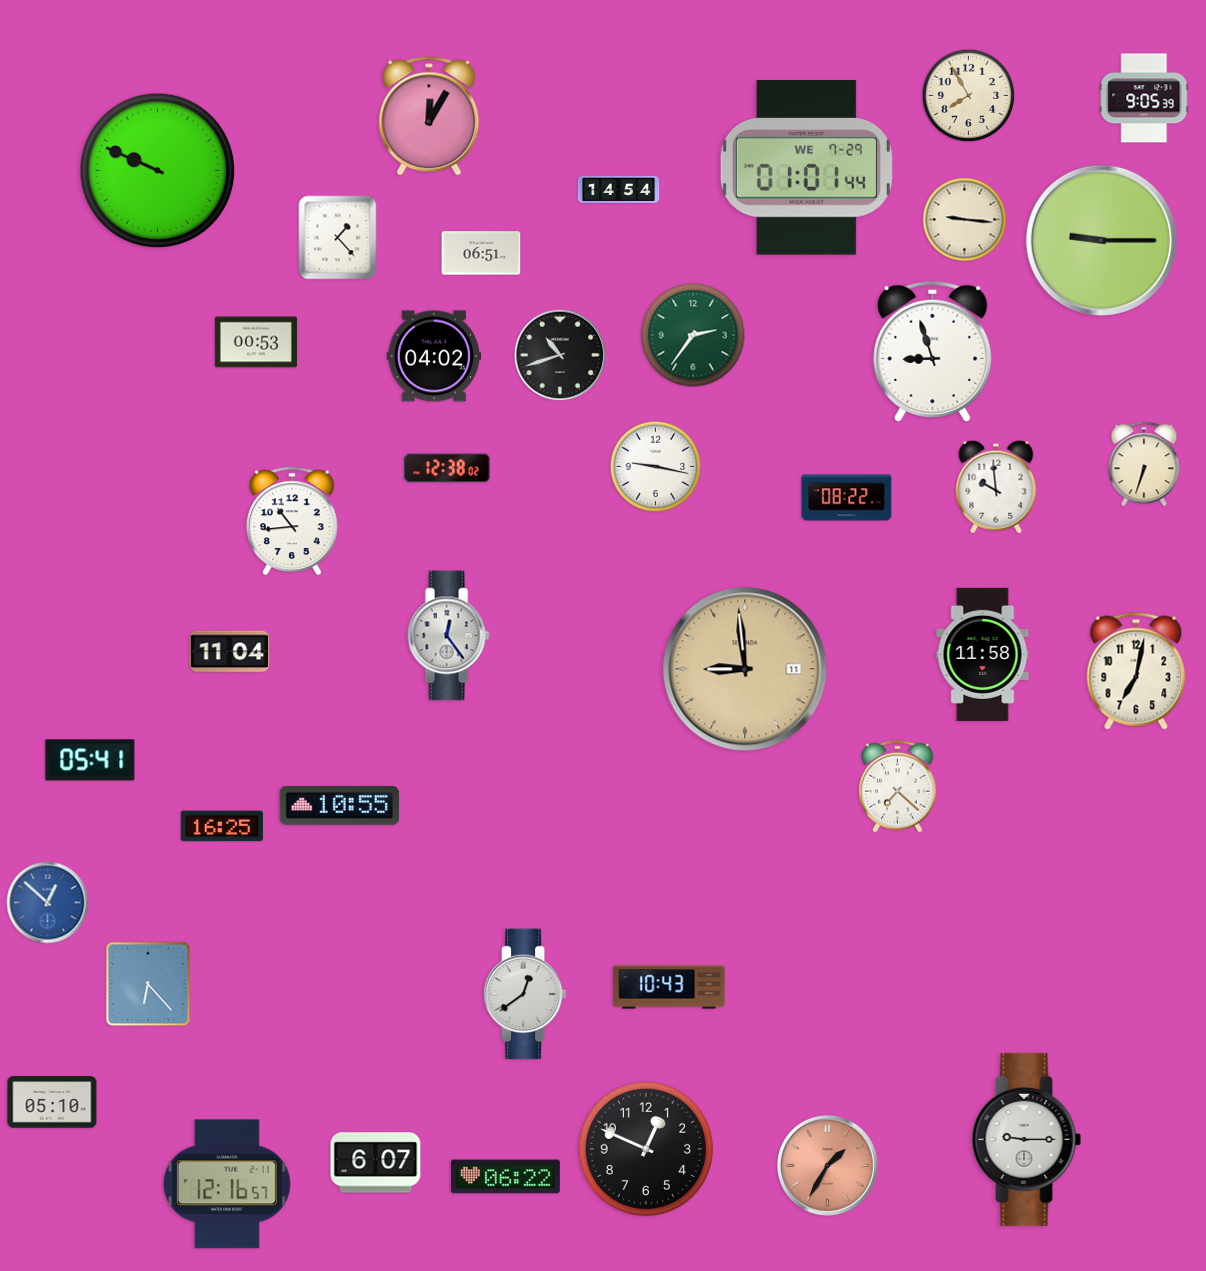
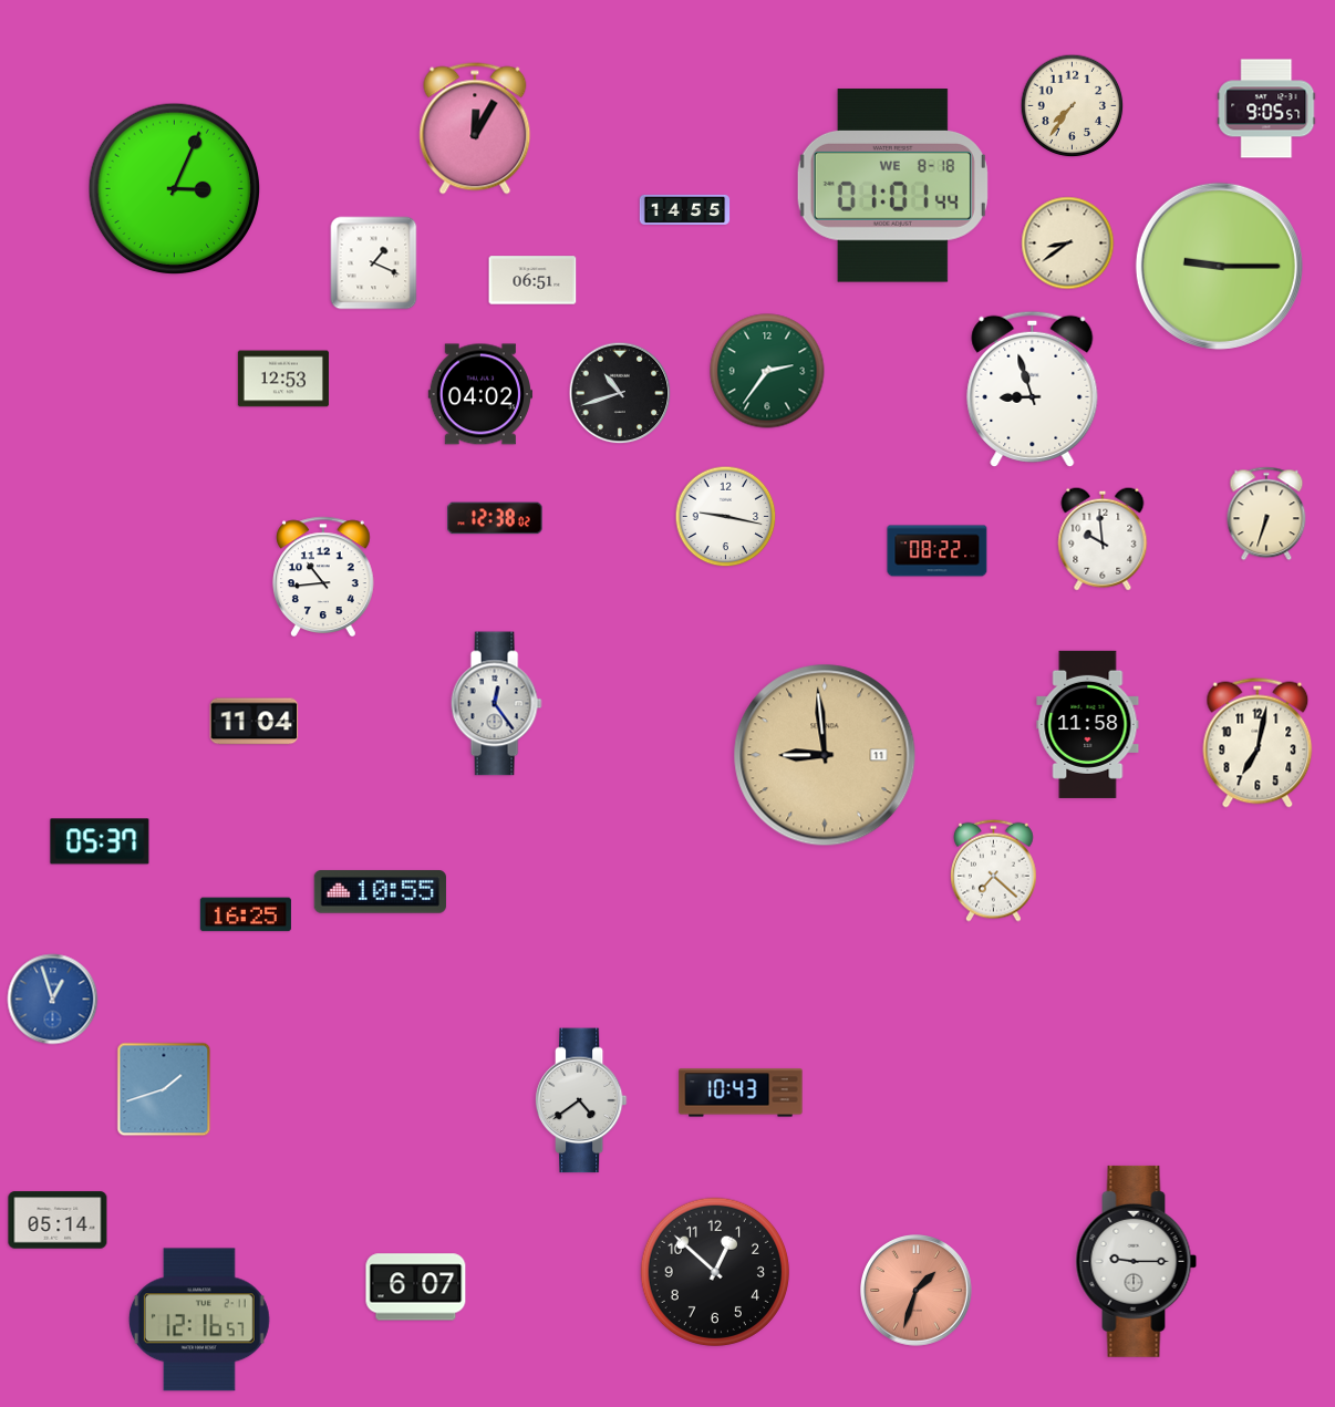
clock at (969, 96): 7:55 -> 7:36
clock at (1144, 98): 9:05:39 -> 9:05:57
clock at (806, 168) date: WE 7-29 -> WE 8-18
clock at (158, 171): 9:49 -> 3:04
clock at (619, 189): 14:54 -> 14:55
clock at (965, 220): 9:16 -> 8:39
clock at (338, 238): 1:23 -> 1:19
clock at (256, 342): 00:53 -> 12:53
clock at (745, 669) position: (745, 669) -> (825, 755)
clock at (90, 760): 05:41 -> 05:37
clock at (339, 806) position: (339, 806) -> (380, 892)
clock at (48, 903): 12:52 -> 12:57
clock at (148, 984): 6:23 -> 1:42
clock at (525, 994): 12:39 -> 4:39
clock at (52, 1102): 05:10 -> 05:14
clock at (645, 1148): 12:49 -> 12:52
clock at (828, 1166): 1:35 -> 1:33
clock at (505, 1177): 06:22 -> none
clock at (227, 1184) position: (227, 1184) -> (199, 1320)
